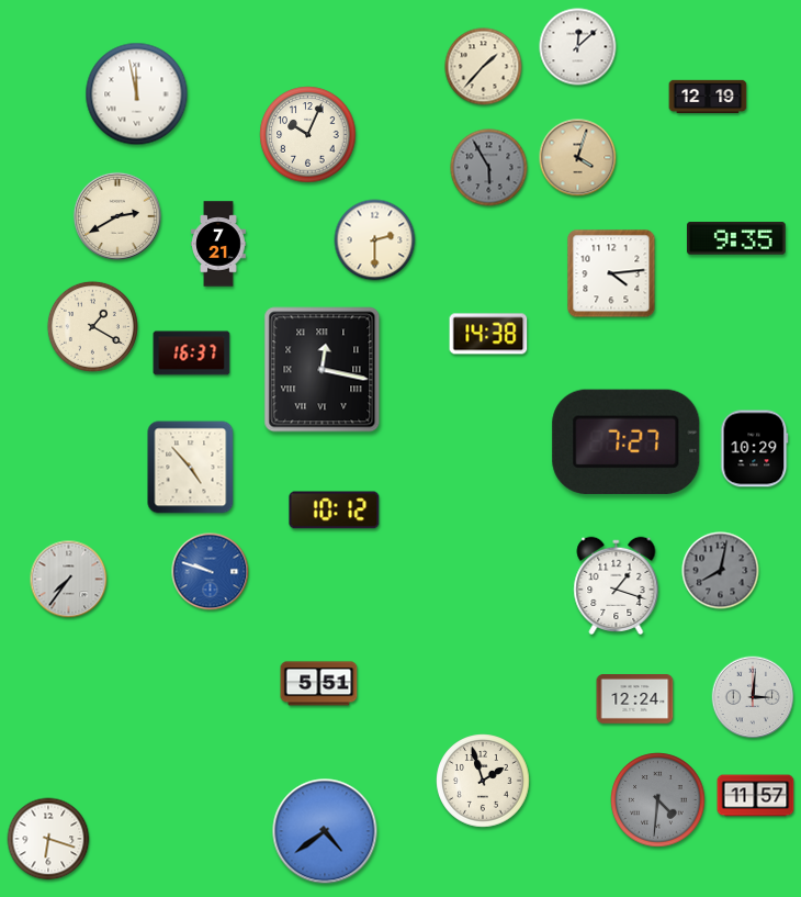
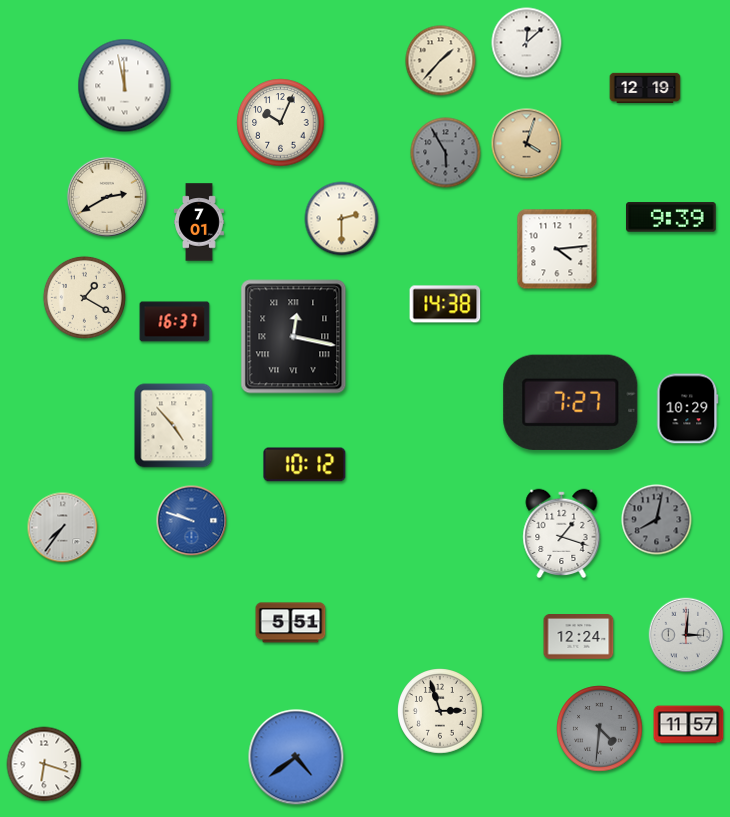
clock at (737, 238): 9:35 -> 9:39
clock at (218, 244): 7:21 -> 7:01
clock at (483, 781): 1:57 -> 2:57
